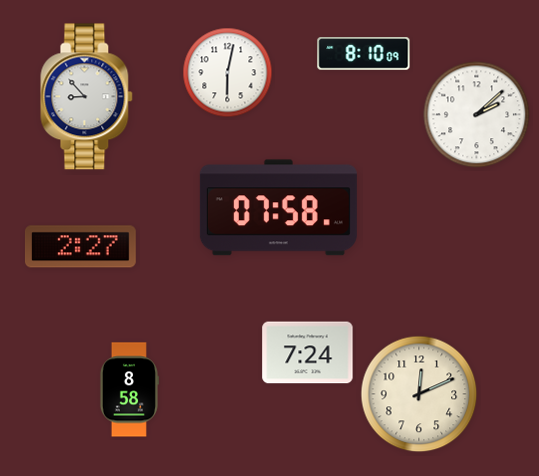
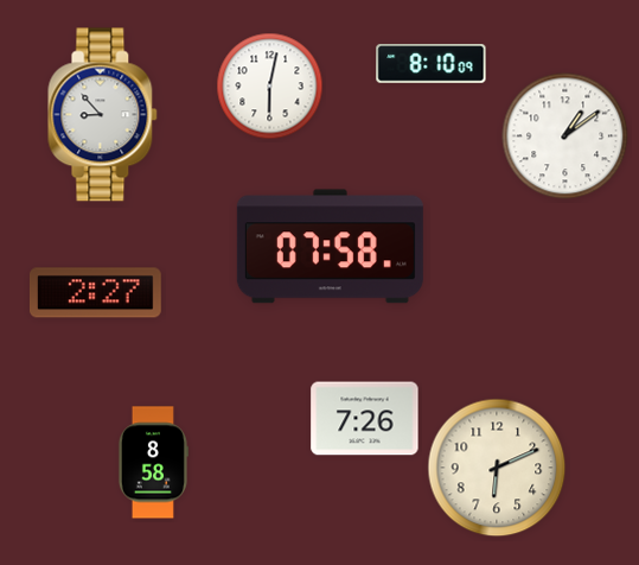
clock at (477, 115): 2:08 -> 1:09
clock at (308, 353): 7:24 -> 7:26
clock at (419, 394): 12:11 -> 6:11
